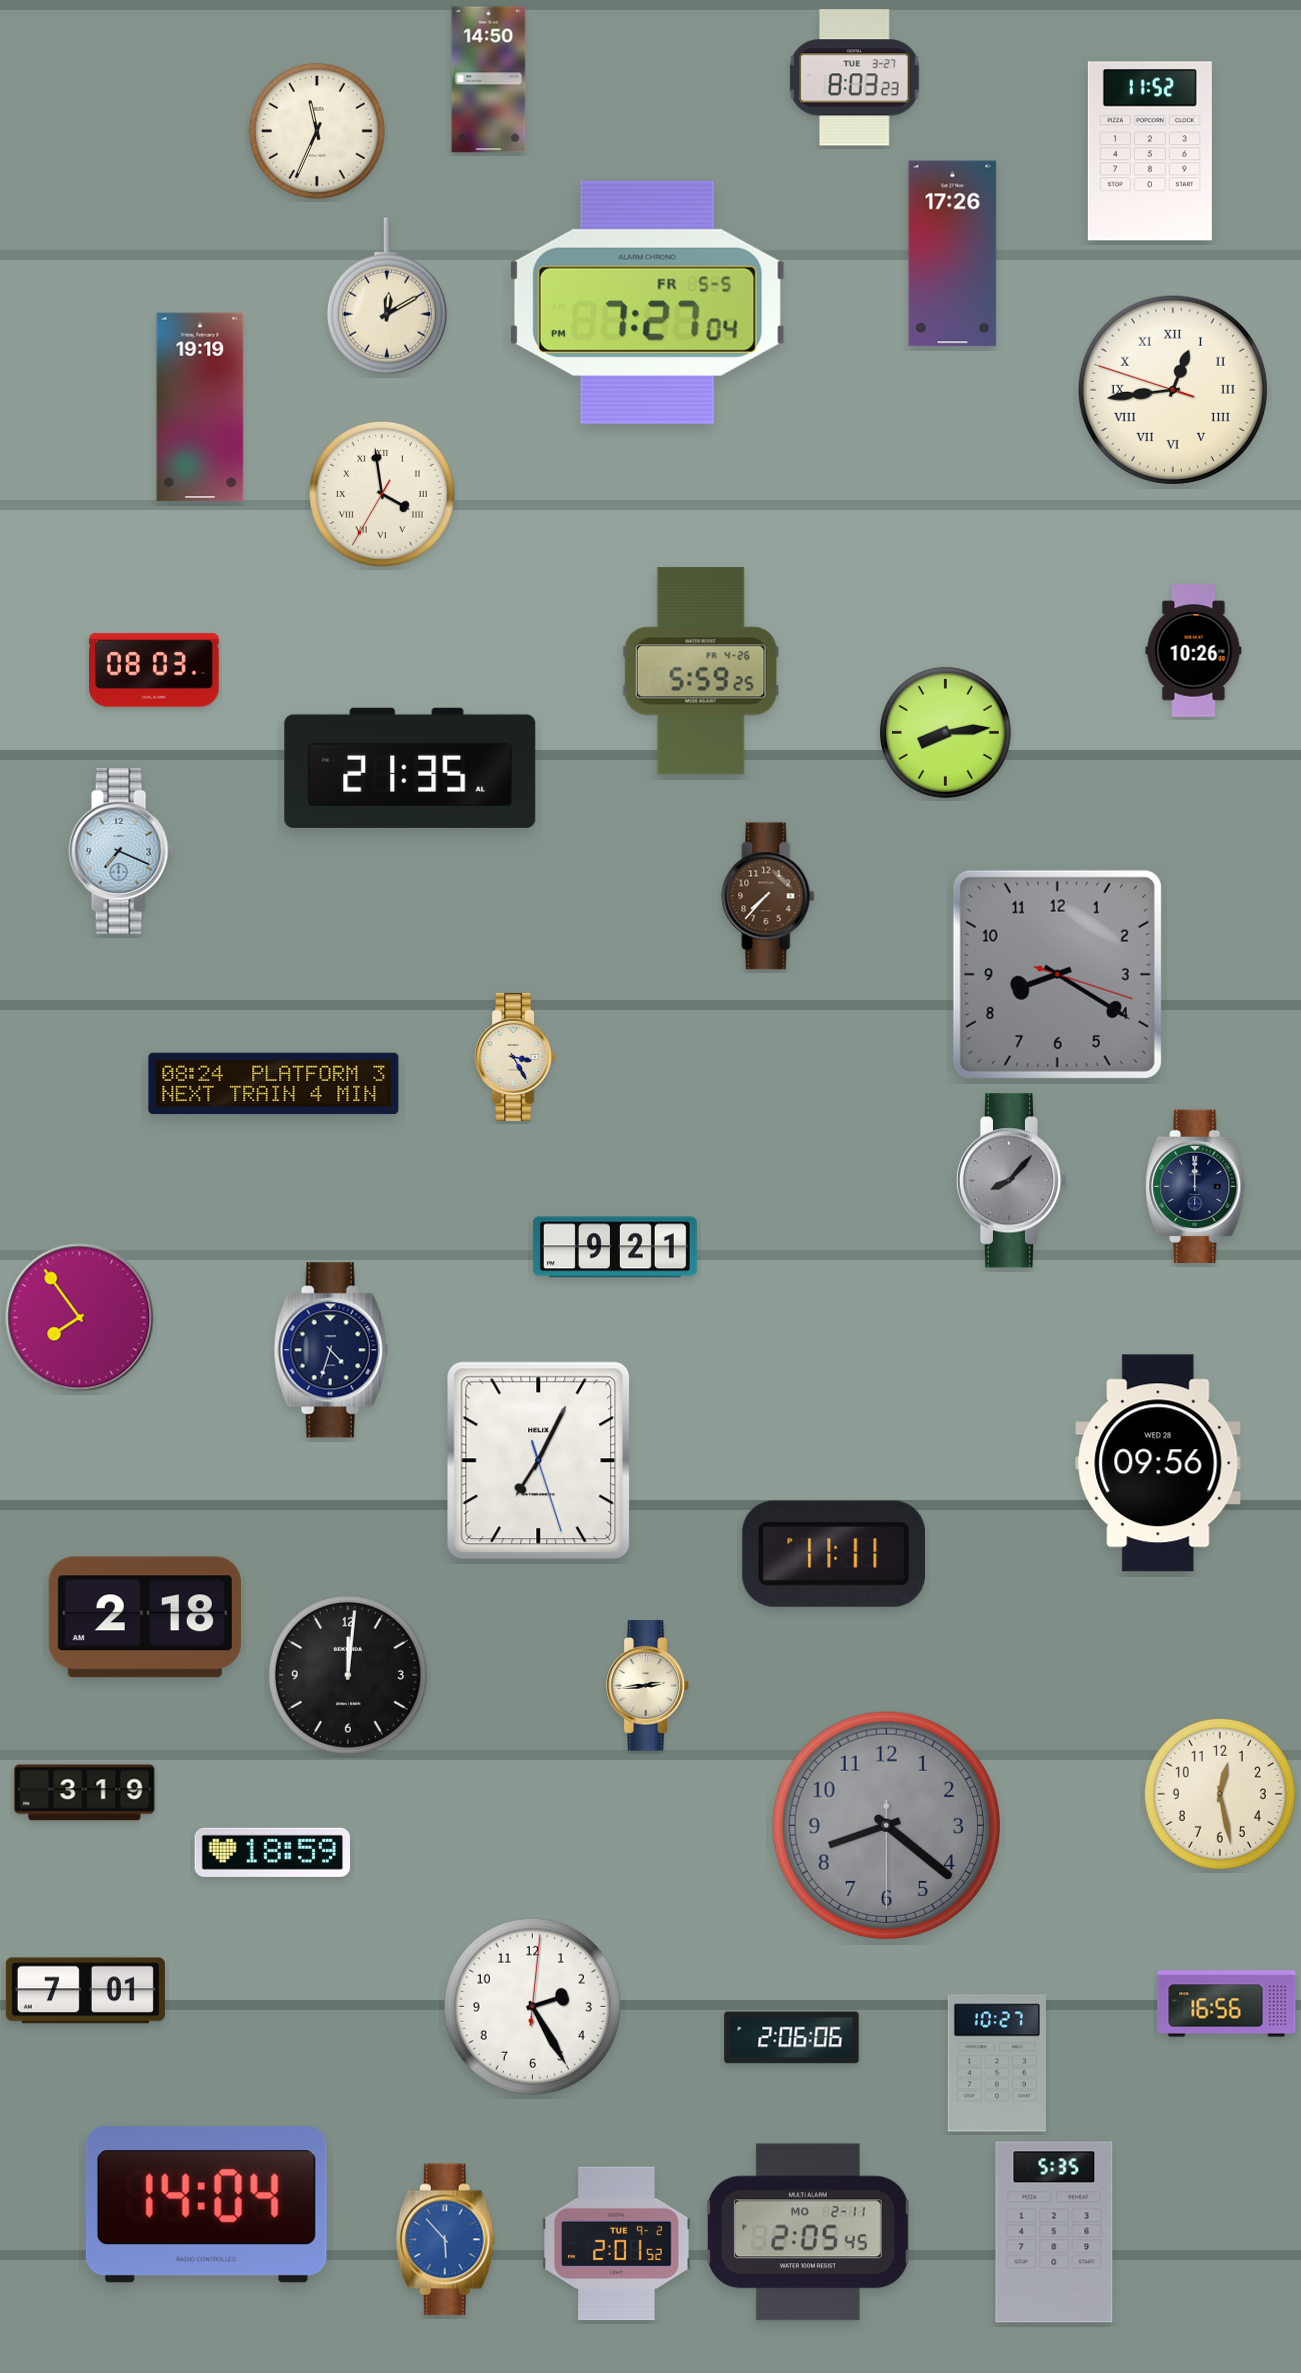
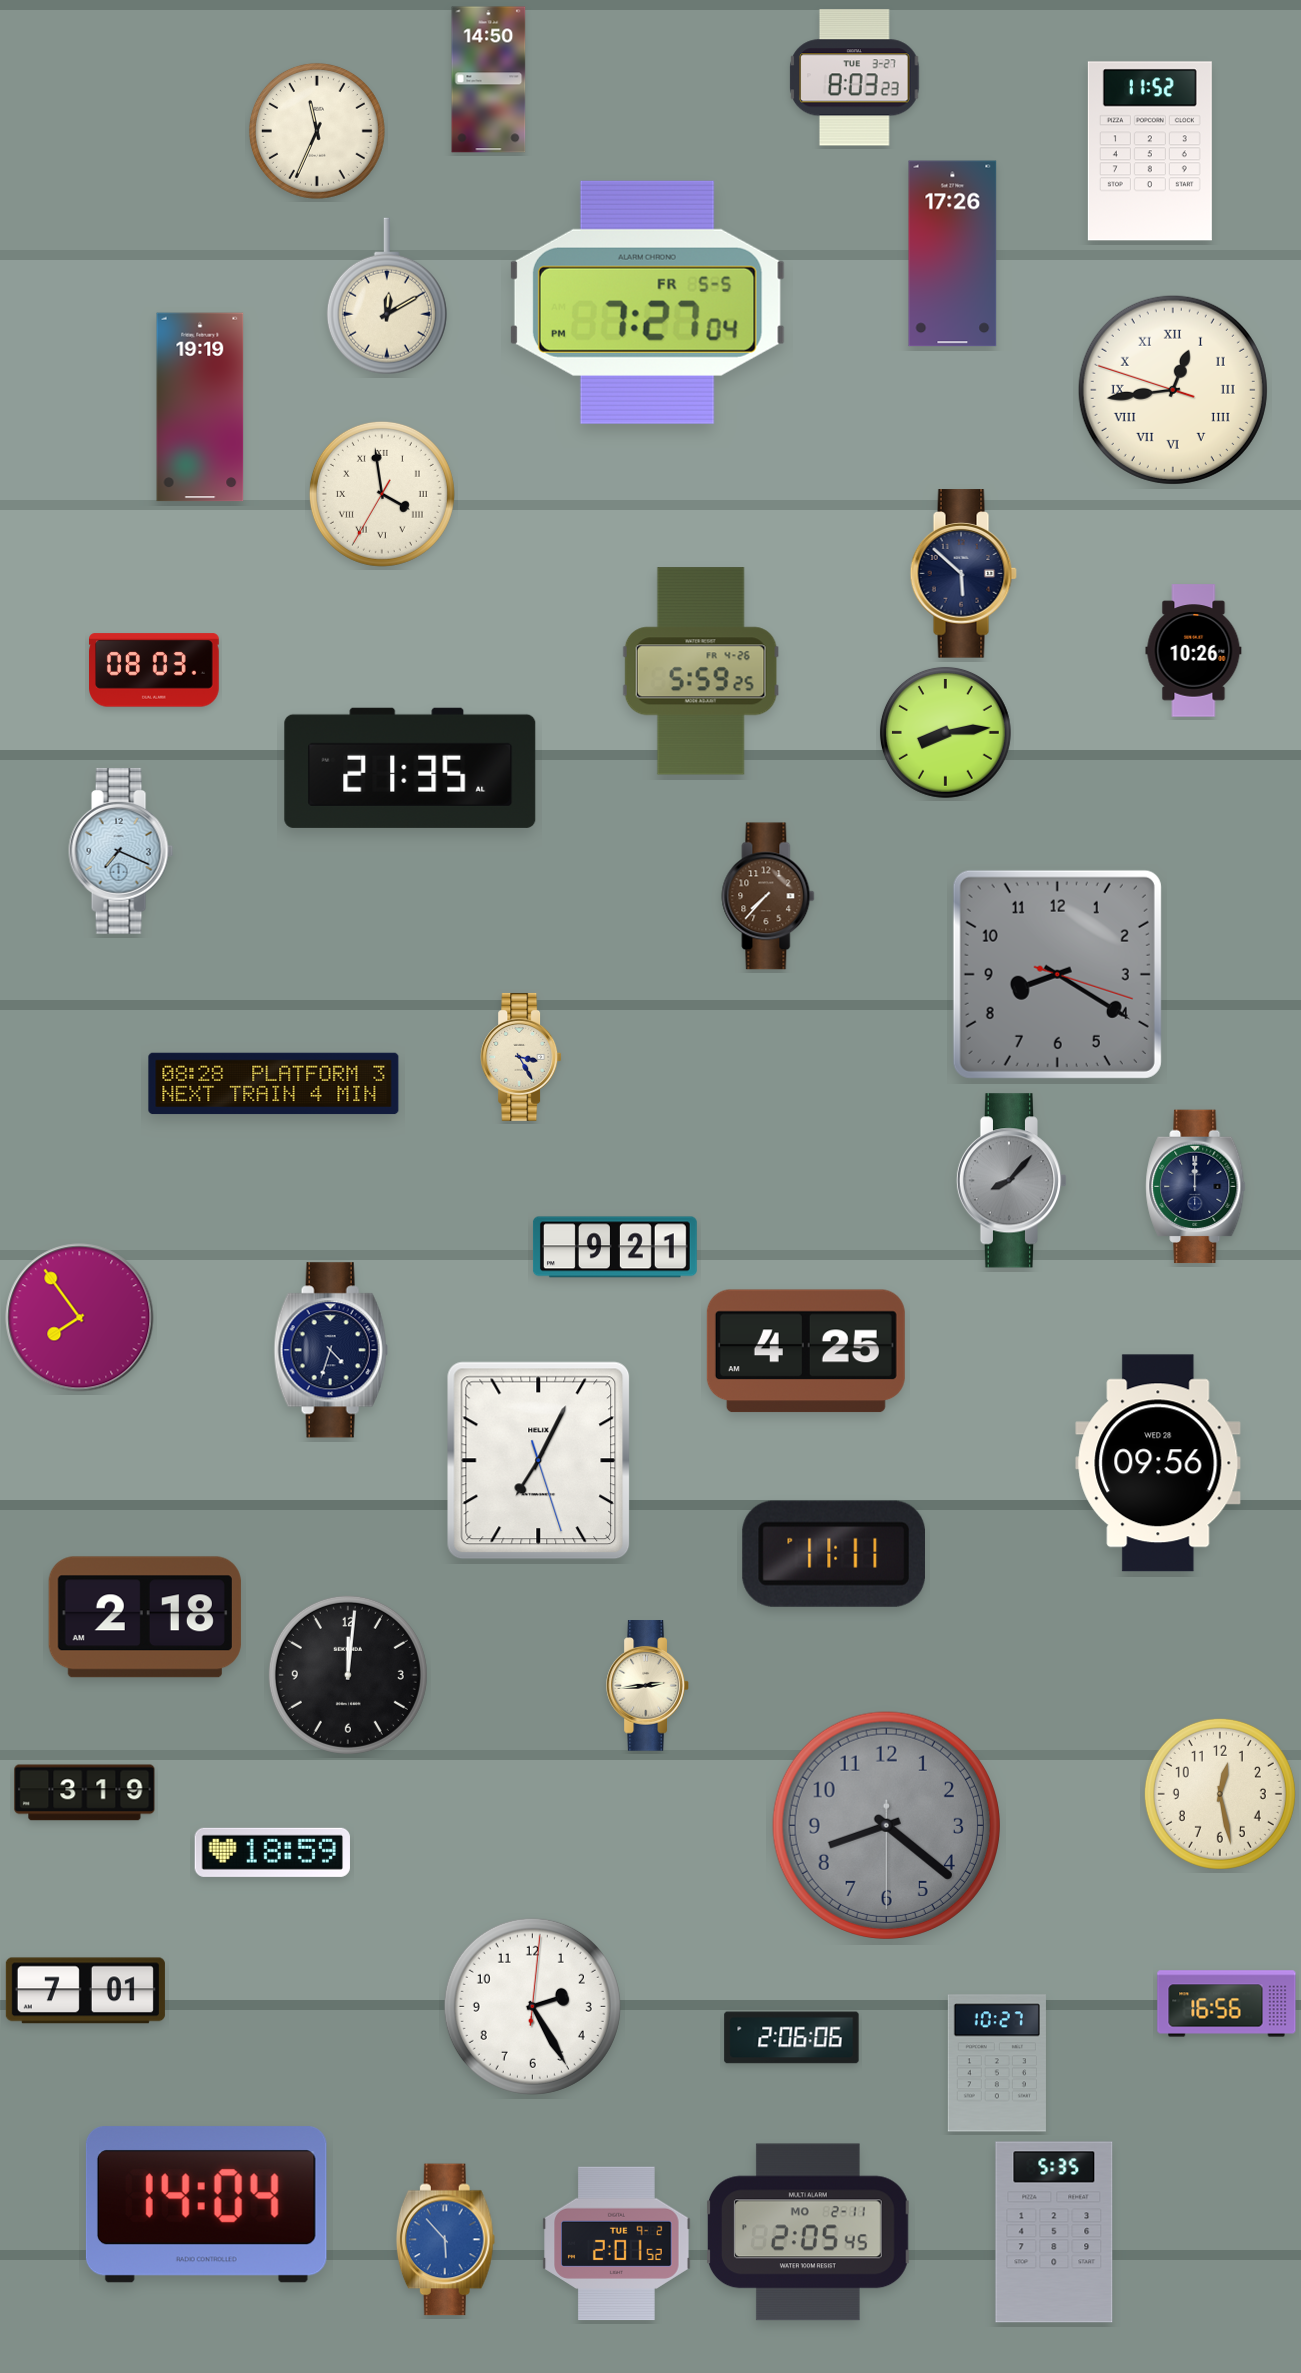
clock at (963, 574): none -> 5:52
clock at (515, 1057) position: (515, 1057) -> (521, 1057)
clock at (274, 1084): 08:24 -> 08:28
clock at (806, 1351): none -> 4:25
